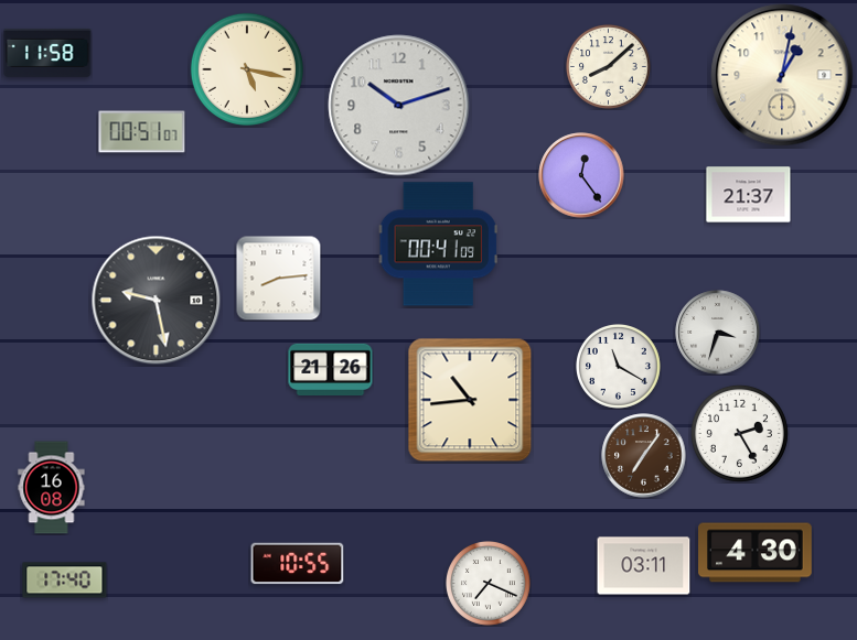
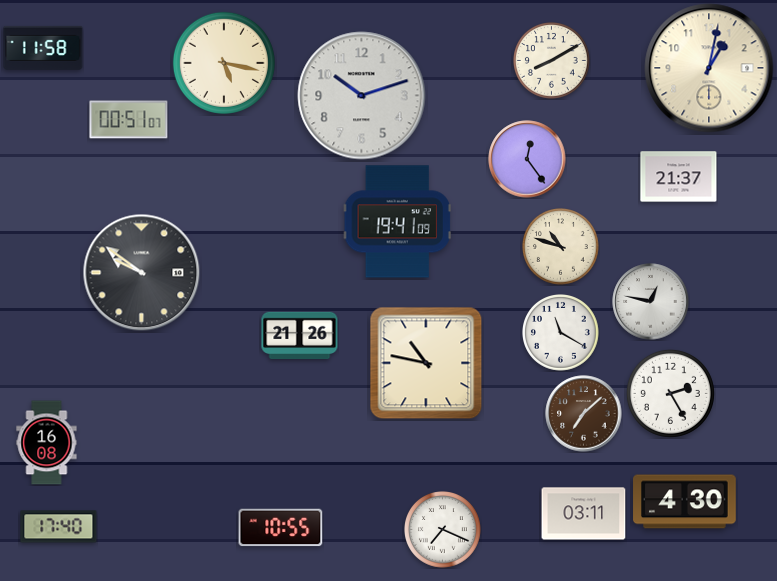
clock at (609, 67): 8:08 -> 8:10
clock at (438, 245): 00:41 -> 19:41
clock at (561, 247): none -> 10:48
clock at (278, 278): 8:14 -> none
clock at (157, 301): 9:28 -> 9:51
clock at (718, 333): 3:33 -> 12:47
clock at (470, 400): 10:44 -> 10:47
clock at (644, 456): 7:06 -> 7:08
clock at (298, 564) position: (298, 564) -> (281, 528)
